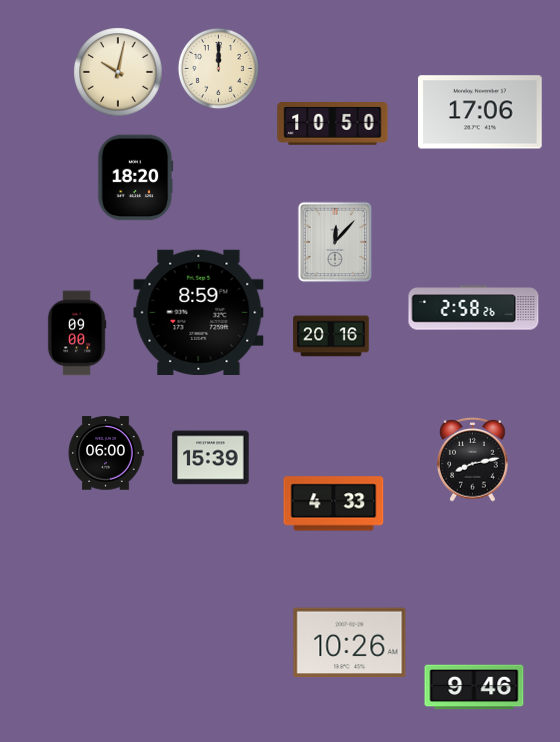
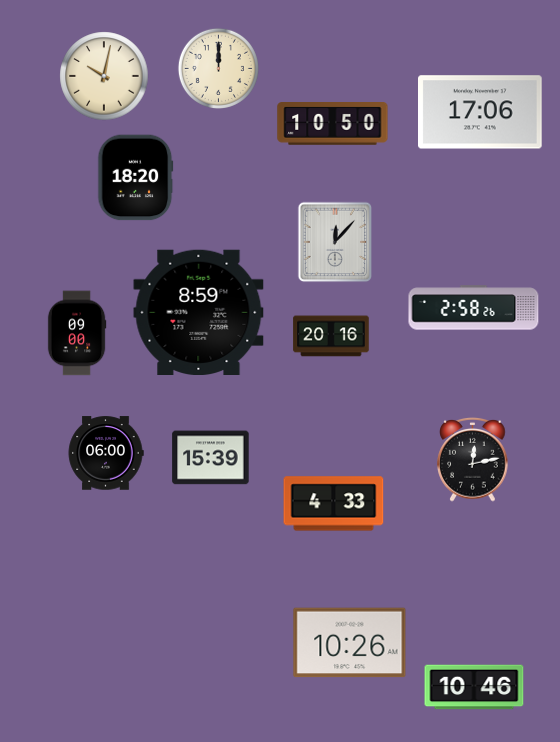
clock at (118, 72) position: (118, 72) -> (104, 76)
clock at (473, 460): 8:13 -> 12:13
clock at (474, 687): 9:46 -> 10:46
